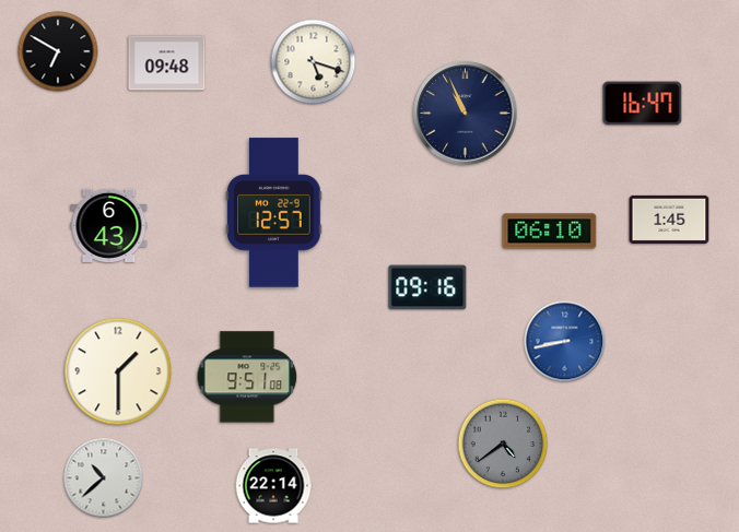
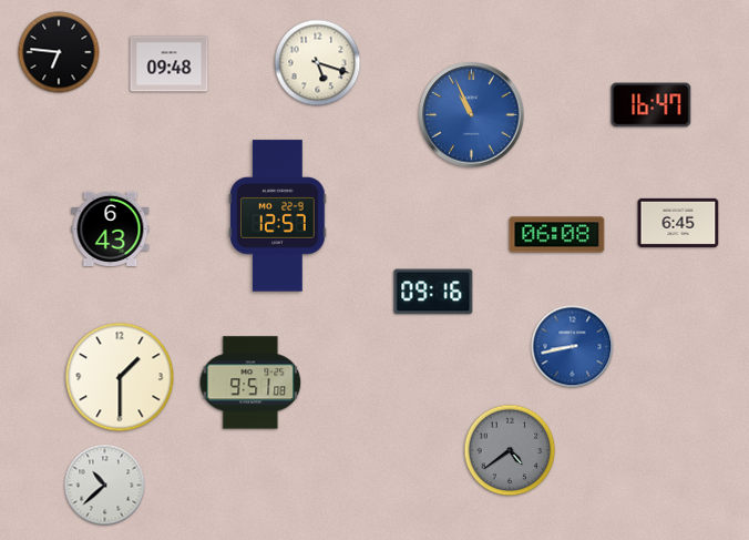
clock at (58, 51): 6:50 -> 6:46
clock at (466, 114) dial: navy -> blue
clock at (669, 220): 1:45 -> 6:45
clock at (550, 232): 06:10 -> 06:08
clock at (273, 486): 22:14 -> none
